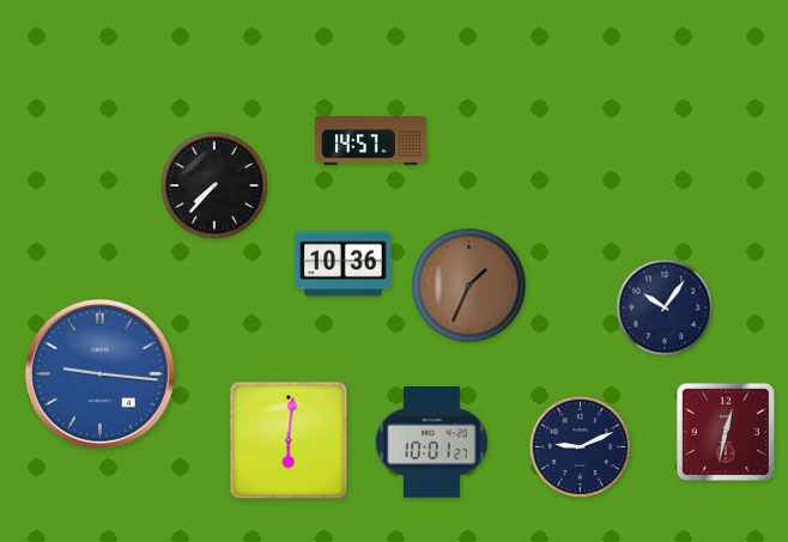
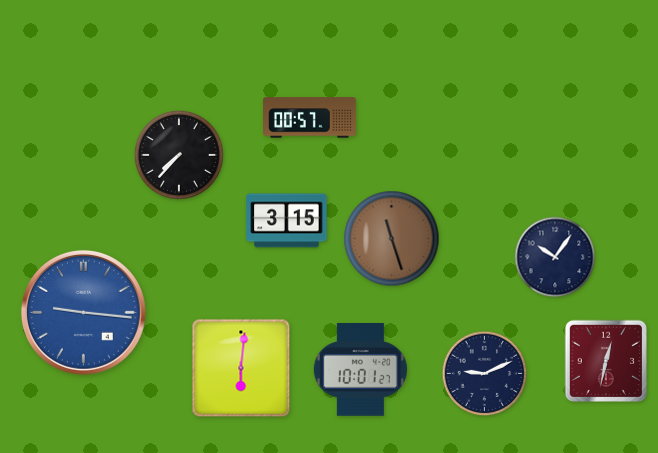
clock at (371, 141): 14:57 -> 00:57
clock at (344, 264): 10:36 -> 3:15
clock at (469, 286): 1:34 -> 11:27
